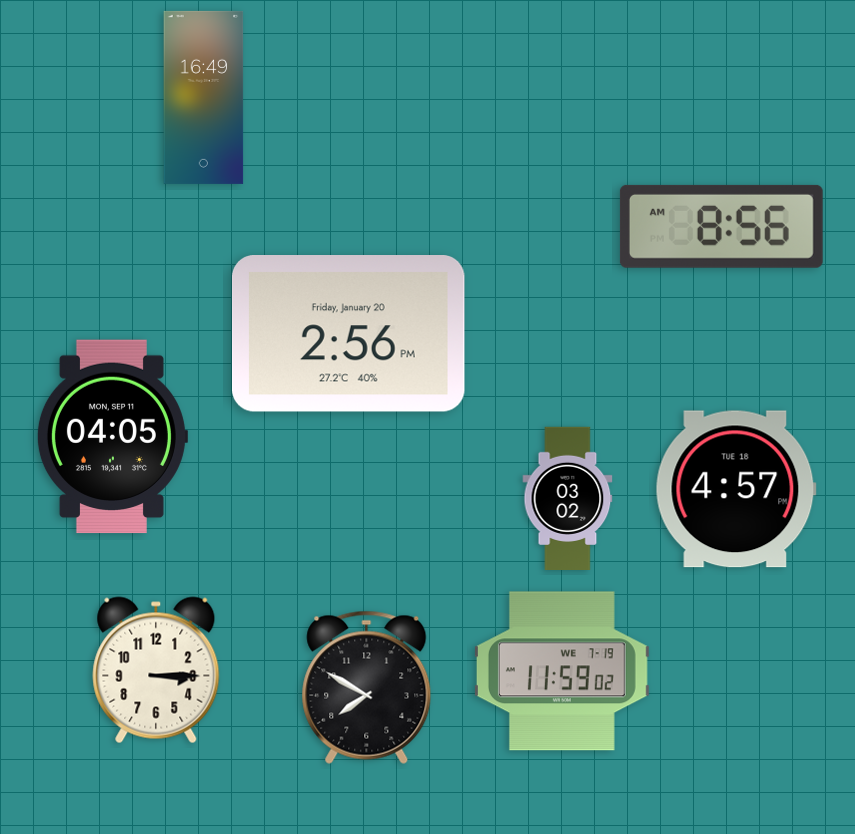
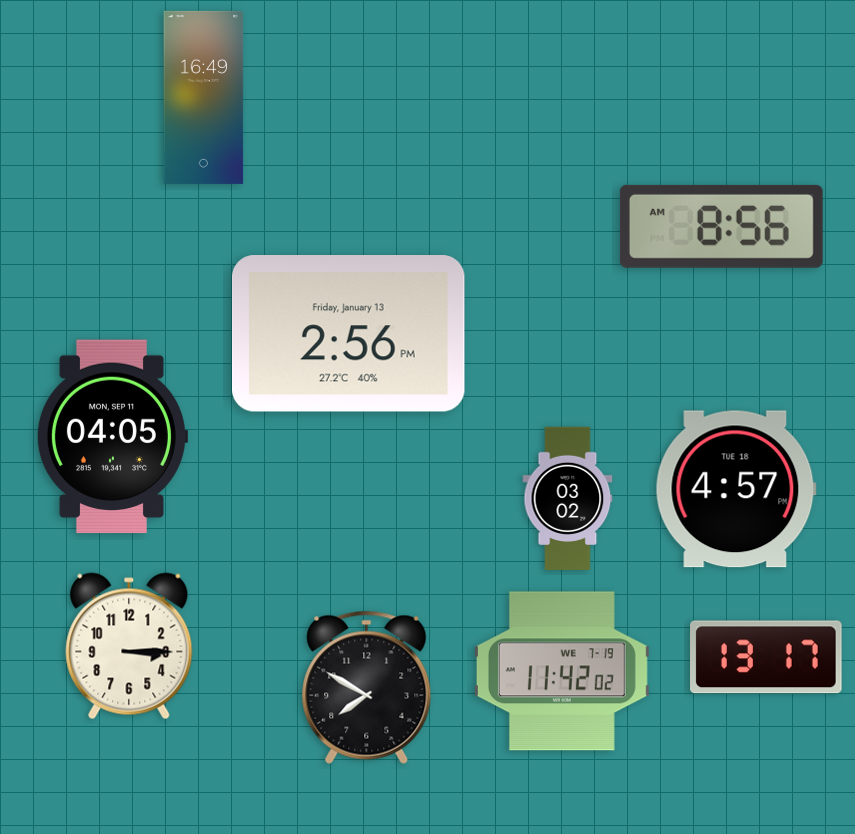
clock at (348, 334) date: Friday, January 20 -> Friday, January 13
clock at (766, 657): none -> 13:17
clock at (156, 670) position: (156, 670) -> (129, 646)
clock at (562, 671): 11:59 -> 11:42
